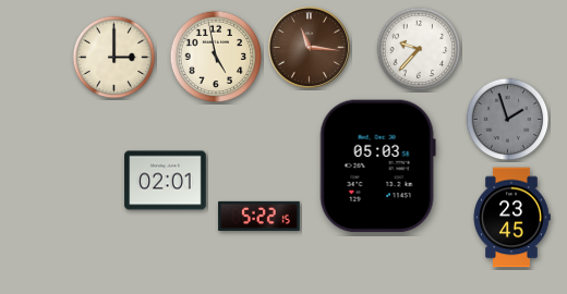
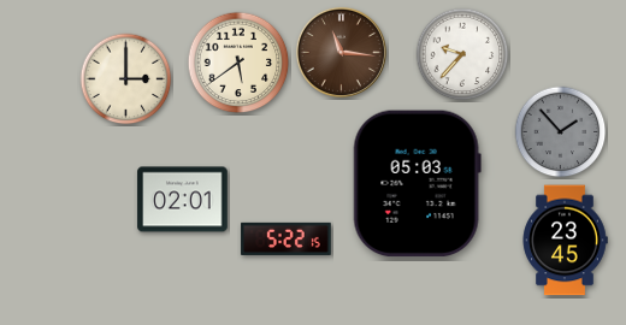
clock at (216, 57): 4:58 -> 5:39
clock at (114, 58) position: (114, 58) -> (126, 79)
clock at (508, 120): 1:57 -> 1:53
